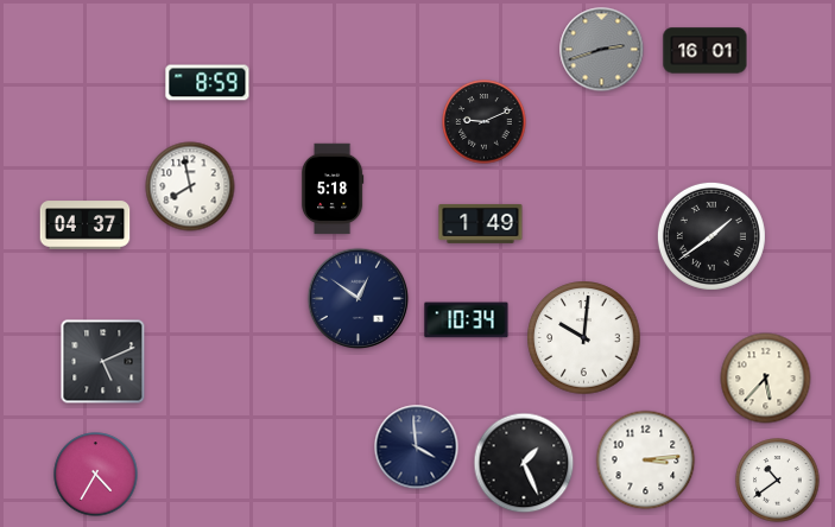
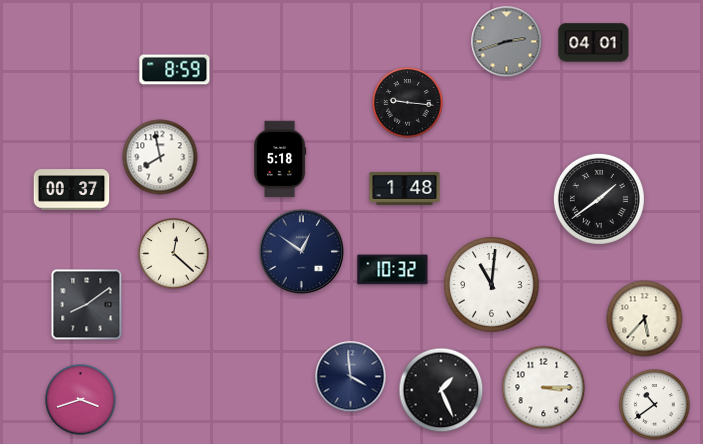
clock at (706, 51): 16:01 -> 04:01
clock at (485, 122): 9:11 -> 9:16
clock at (481, 223): 1:49 -> 1:48
clock at (86, 226): 04:37 -> 00:37
clock at (174, 254): none -> 12:22
clock at (467, 320): 10:34 -> 10:32
clock at (584, 338): 10:01 -> 11:01
clock at (103, 362): 5:11 -> 8:09
clock at (646, 461): 3:14 -> 3:15
clock at (96, 475): 4:35 -> 3:42
